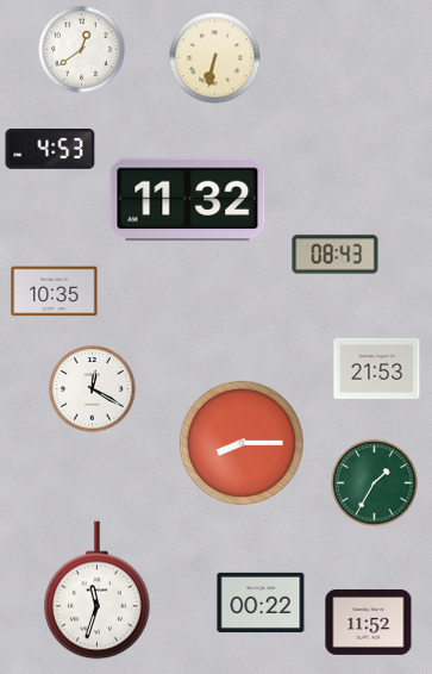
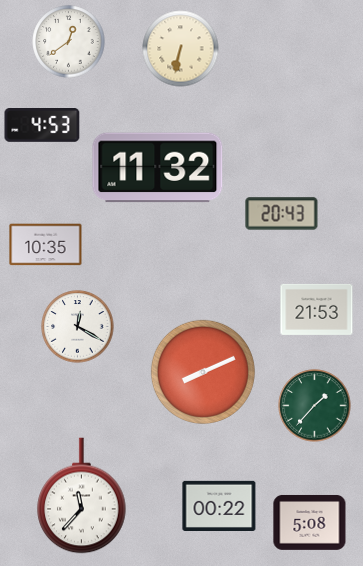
clock at (336, 255): 08:43 -> 20:43
clock at (242, 443): 8:15 -> 8:11
clock at (375, 483): 1:35 -> 1:37
clock at (98, 591): 11:33 -> 11:37
clock at (369, 623): 11:52 -> 5:08
